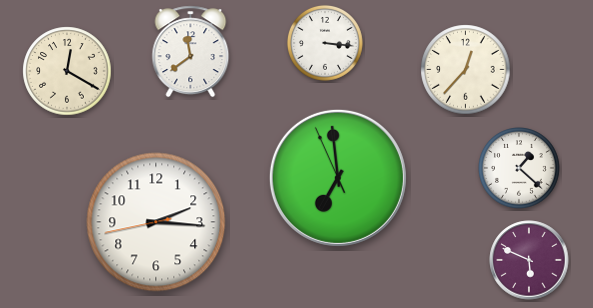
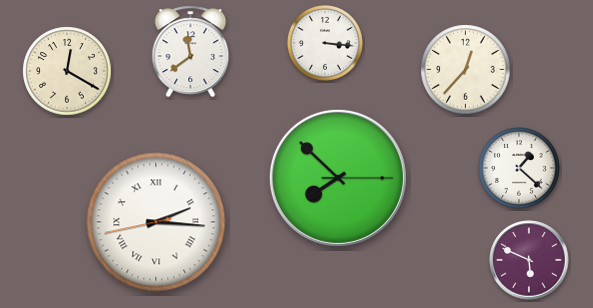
clock at (338, 178): 6:58 -> 7:52
clock at (156, 222) numerals: Arabic -> Roman
